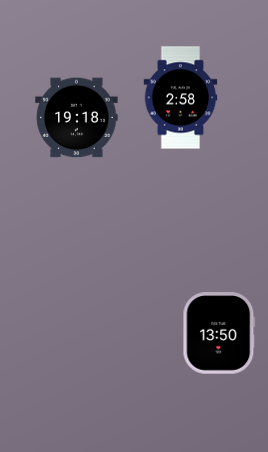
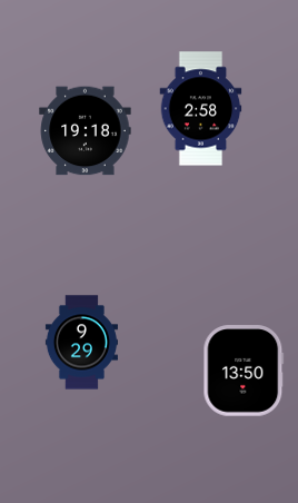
clock at (81, 343): none -> 9:29
